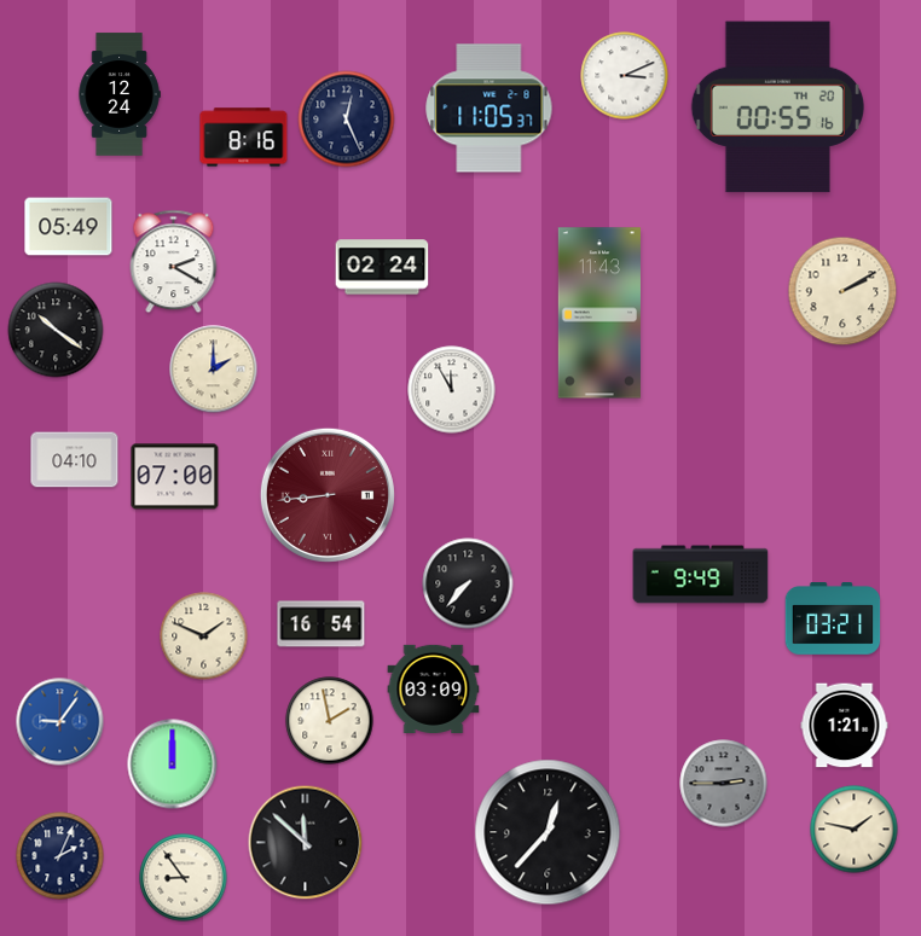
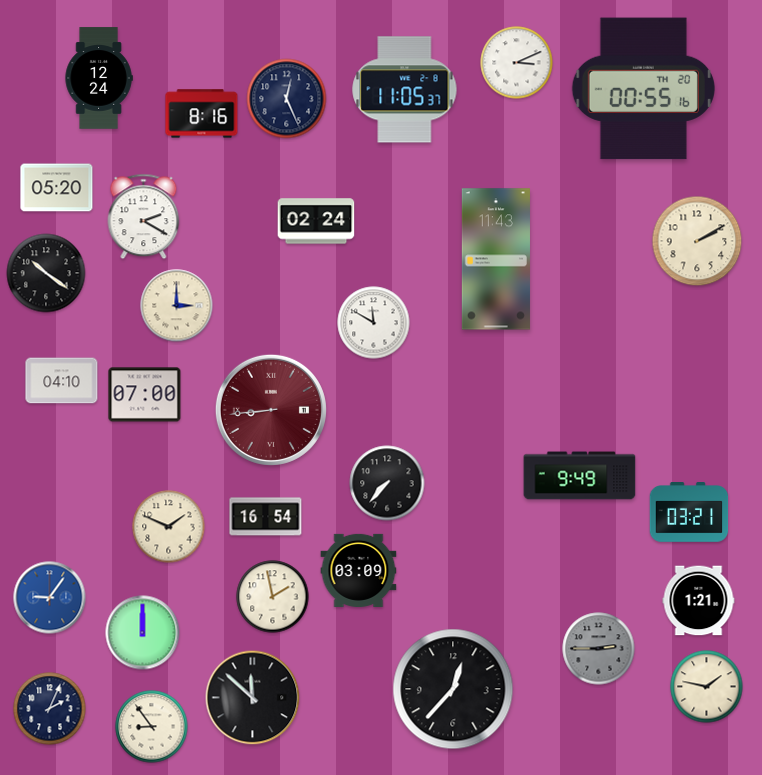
clock at (69, 227): 05:49 -> 05:20
clock at (214, 370): 2:00 -> 3:00
clock at (452, 390): 11:55 -> 11:50
